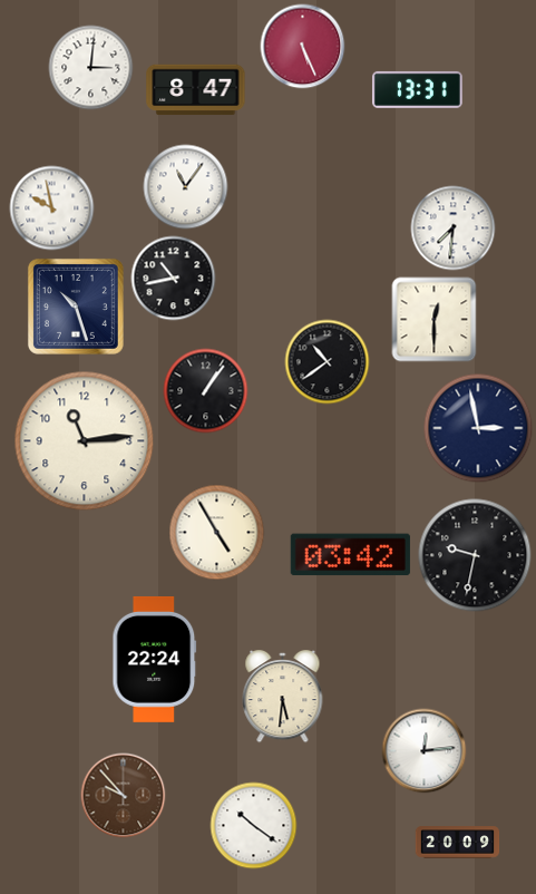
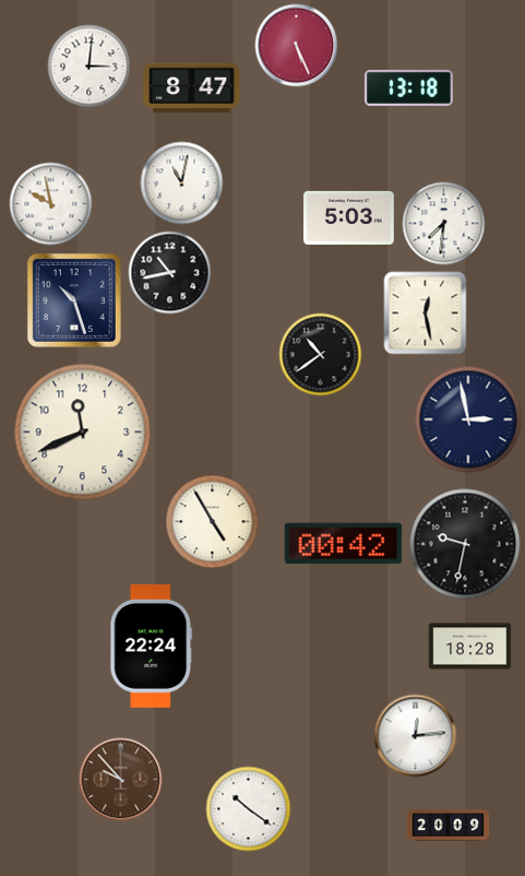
clock at (417, 89): 13:31 -> 13:18
clock at (186, 187): 11:06 -> 11:02
clock at (349, 217): none -> 5:03
clock at (435, 320): 12:30 -> 12:28
clock at (206, 391): 1:06 -> none
clock at (85, 441): 11:14 -> 11:41
clock at (350, 555): 03:42 -> 00:42
clock at (470, 647): none -> 18:28
clock at (283, 698): 5:31 -> none
